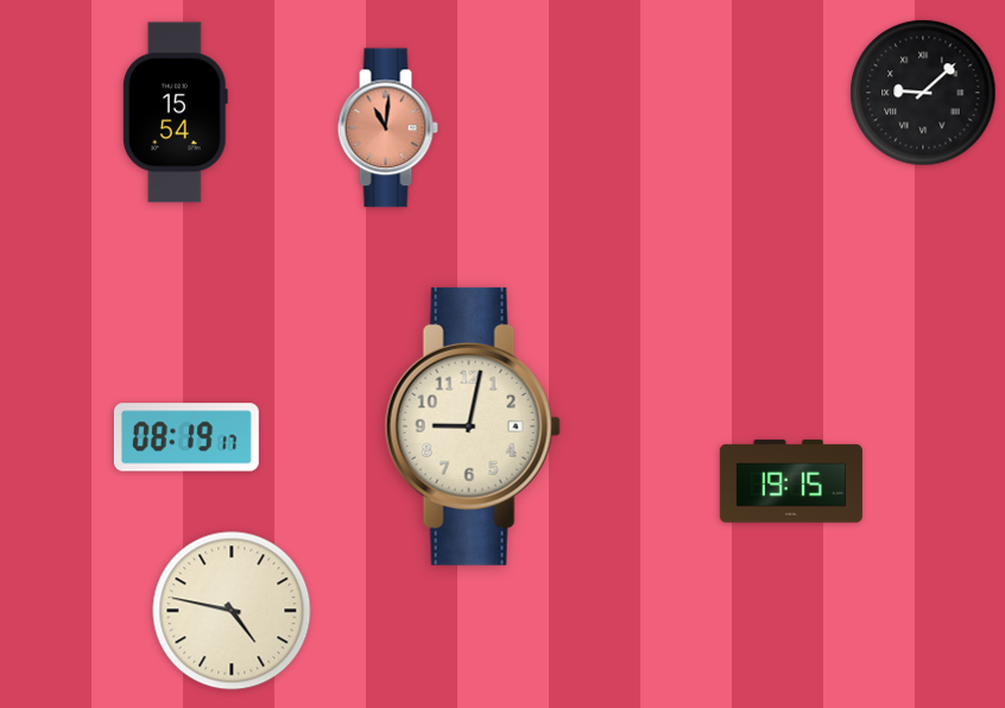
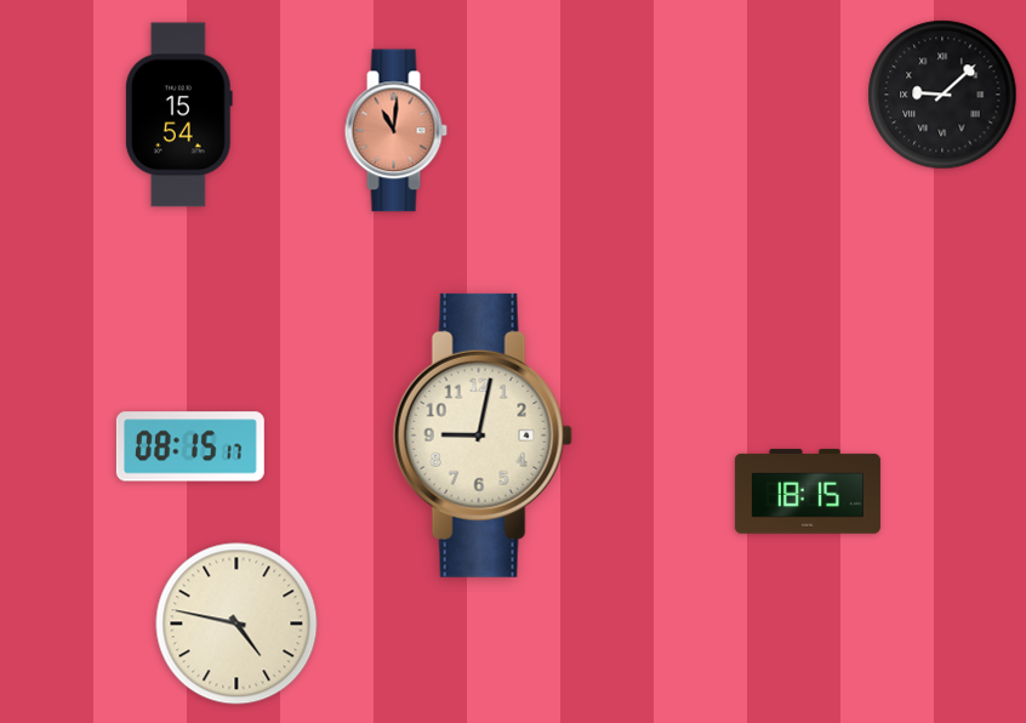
clock at (187, 437): 08:19 -> 08:15
clock at (791, 481): 19:15 -> 18:15
